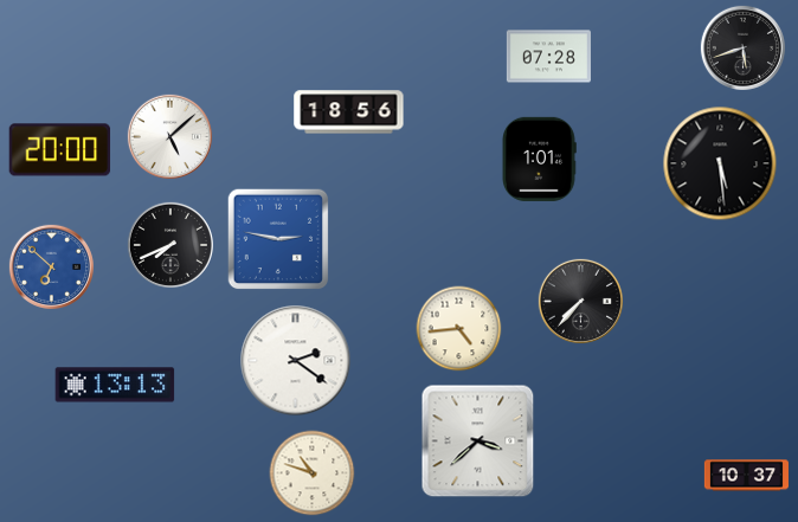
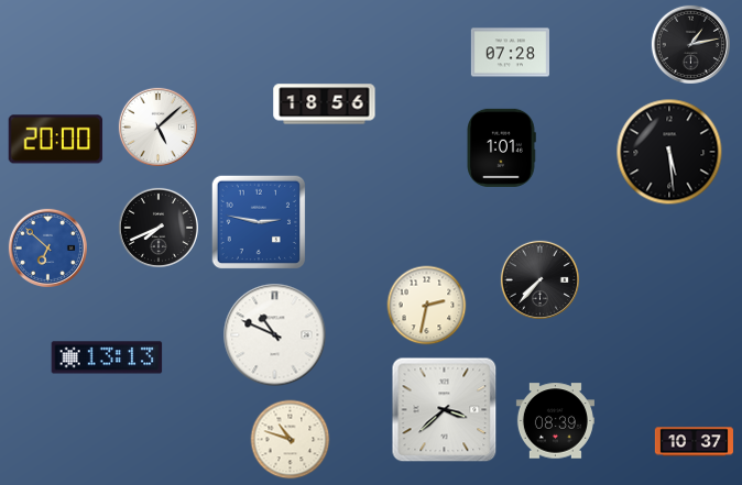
clock at (742, 47): 5:42 -> 1:13
clock at (459, 329): 4:44 -> 2:32
clock at (296, 361): 2:21 -> 10:49
clock at (555, 421): none -> 08:39
